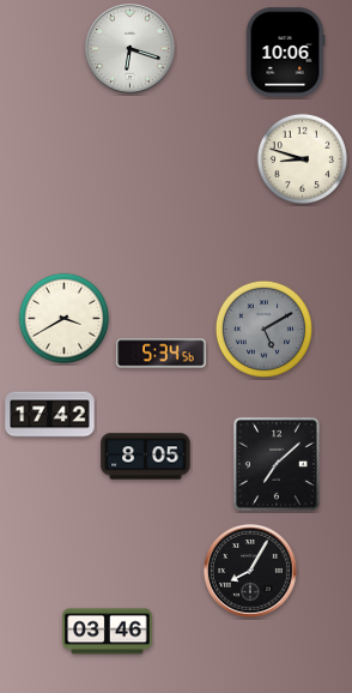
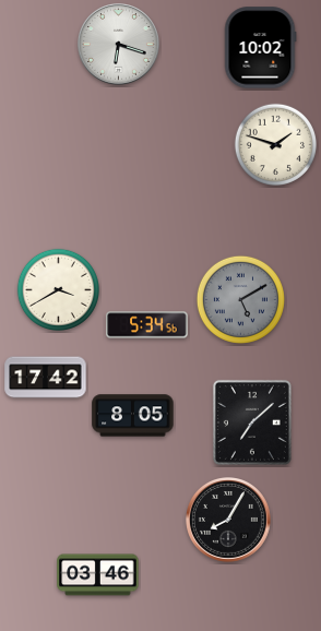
clock at (285, 53): 10:06 -> 10:02
clock at (302, 158): 8:48 -> 1:48
clock at (162, 354) position: (162, 354) -> (147, 325)
